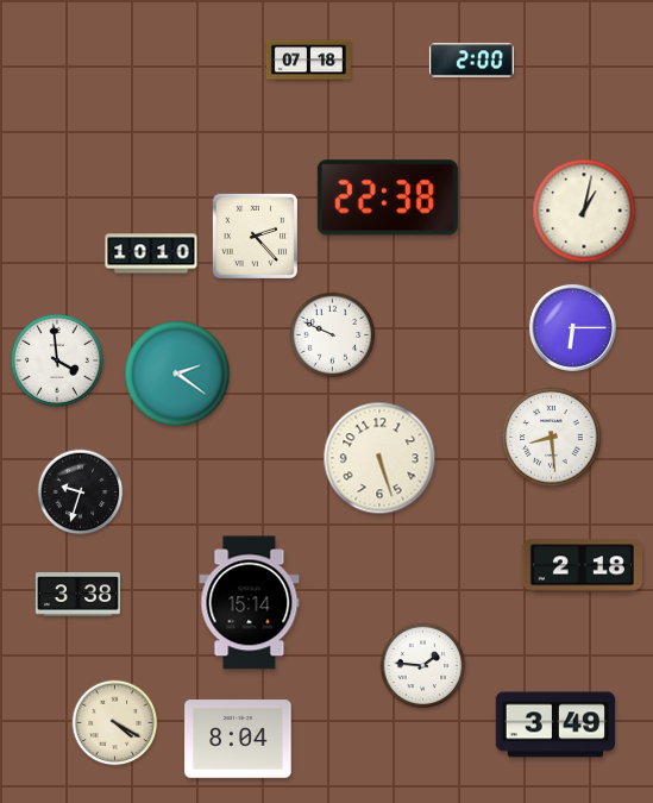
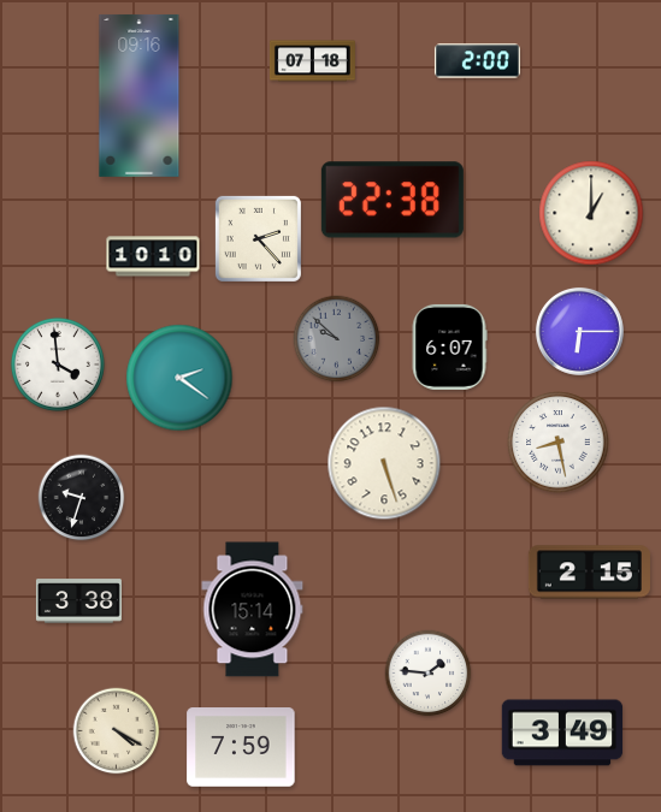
clock at (140, 95): none -> 09:16
clock at (584, 211): 1:02 -> 1:00
clock at (333, 335): 9:49 -> 9:52
clock at (333, 335) dial: white -> grey
clock at (449, 346): none -> 6:07
clock at (552, 438): 8:29 -> 8:28
clock at (582, 566): 2:18 -> 2:15
clock at (238, 739): 8:04 -> 7:59
